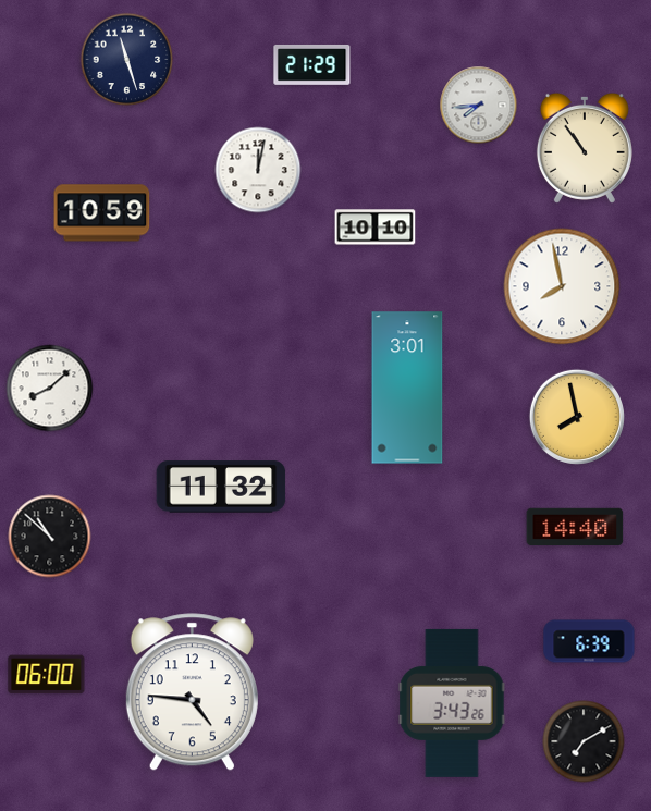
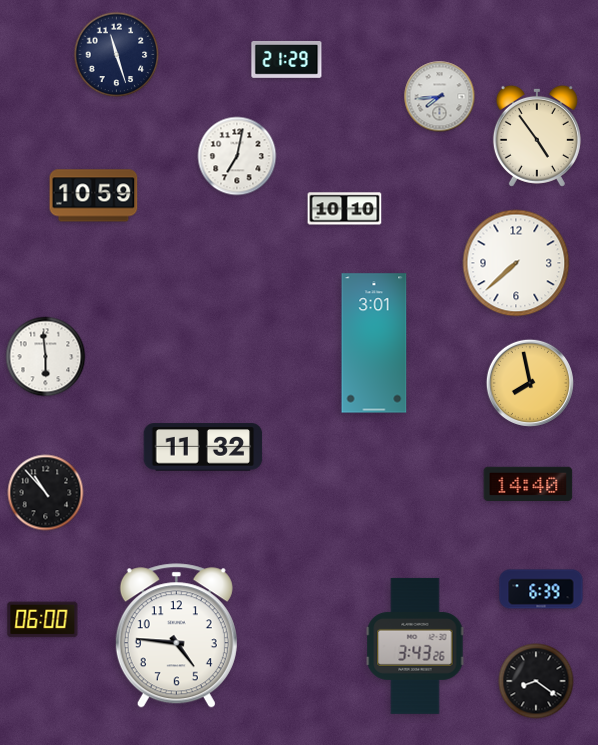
clock at (585, 148): 10:54 -> 4:54
clock at (258, 170): 12:02 -> 7:02
clock at (562, 286): 7:58 -> 7:38
clock at (407, 388) position: (407, 388) -> (374, 343)
clock at (50, 389): 8:08 -> 5:59
clock at (50, 537): 10:52 -> 10:53
clock at (584, 741): 7:10 -> 8:21
